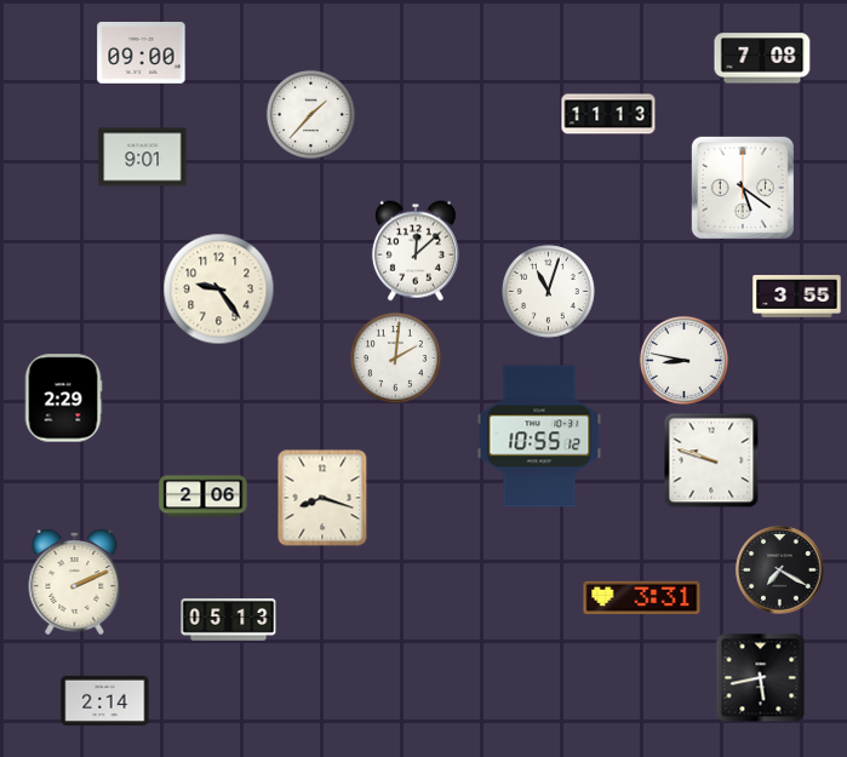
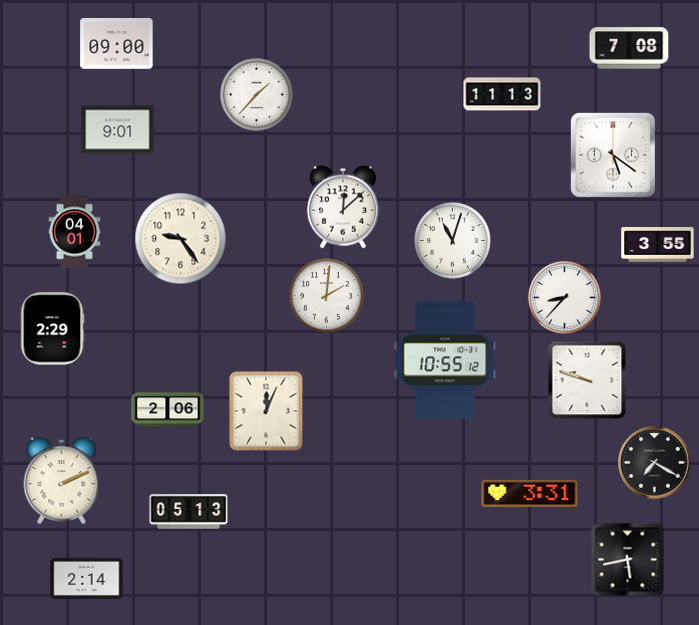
clock at (75, 232): none -> 04:01
clock at (683, 360): 8:47 -> 8:37
clock at (322, 498): 8:18 -> 12:04
clock at (780, 570) position: (780, 570) -> (655, 463)
